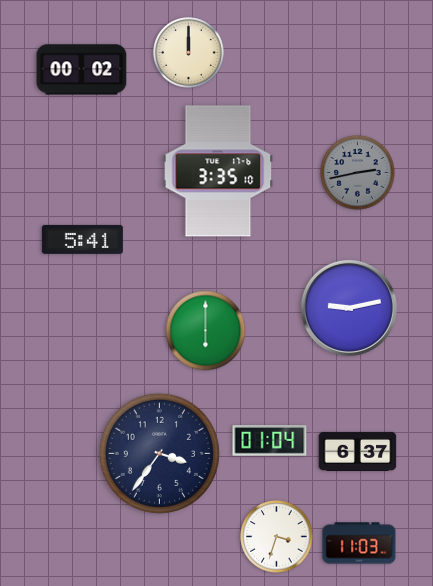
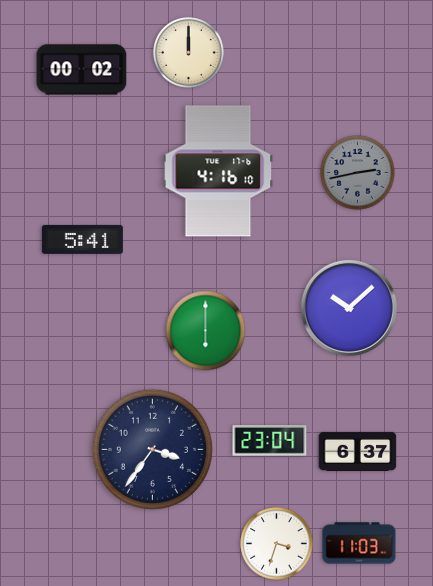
clock at (218, 171): 3:35 -> 4:16
clock at (349, 308): 9:13 -> 10:08
clock at (270, 441): 01:04 -> 23:04
clock at (159, 453) position: (159, 453) -> (152, 449)
clock at (277, 537) position: (277, 537) -> (277, 544)
